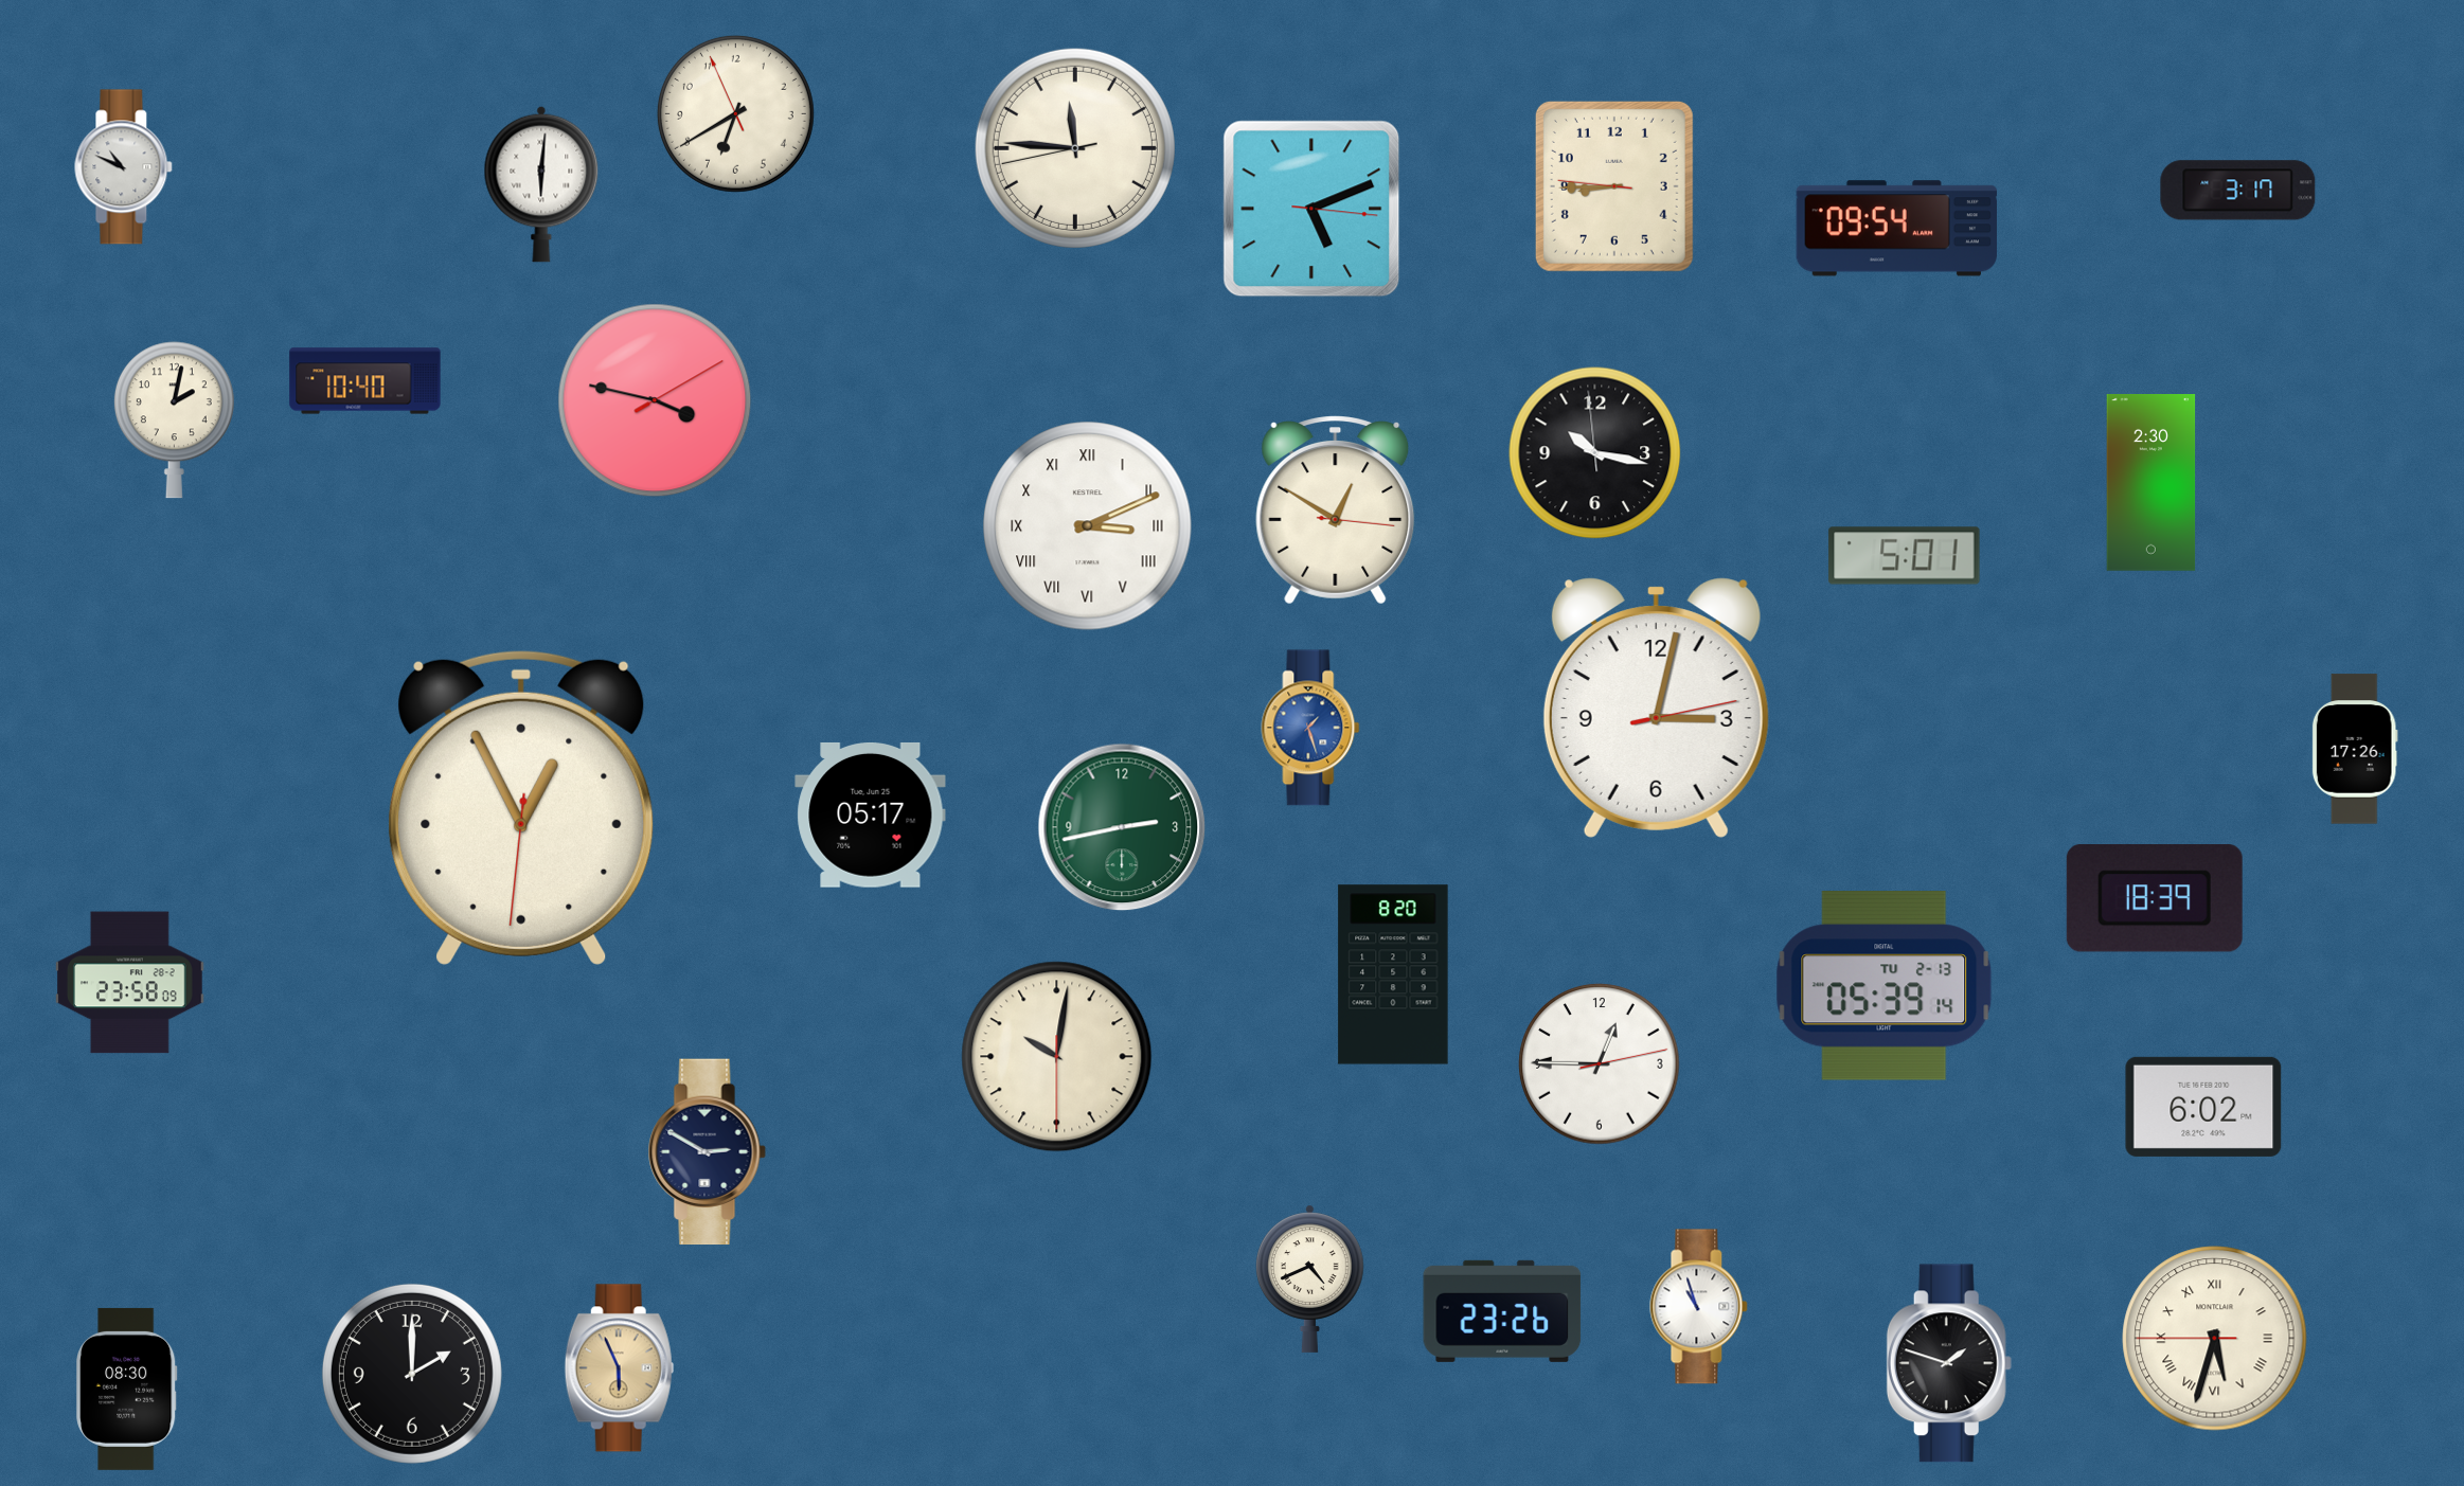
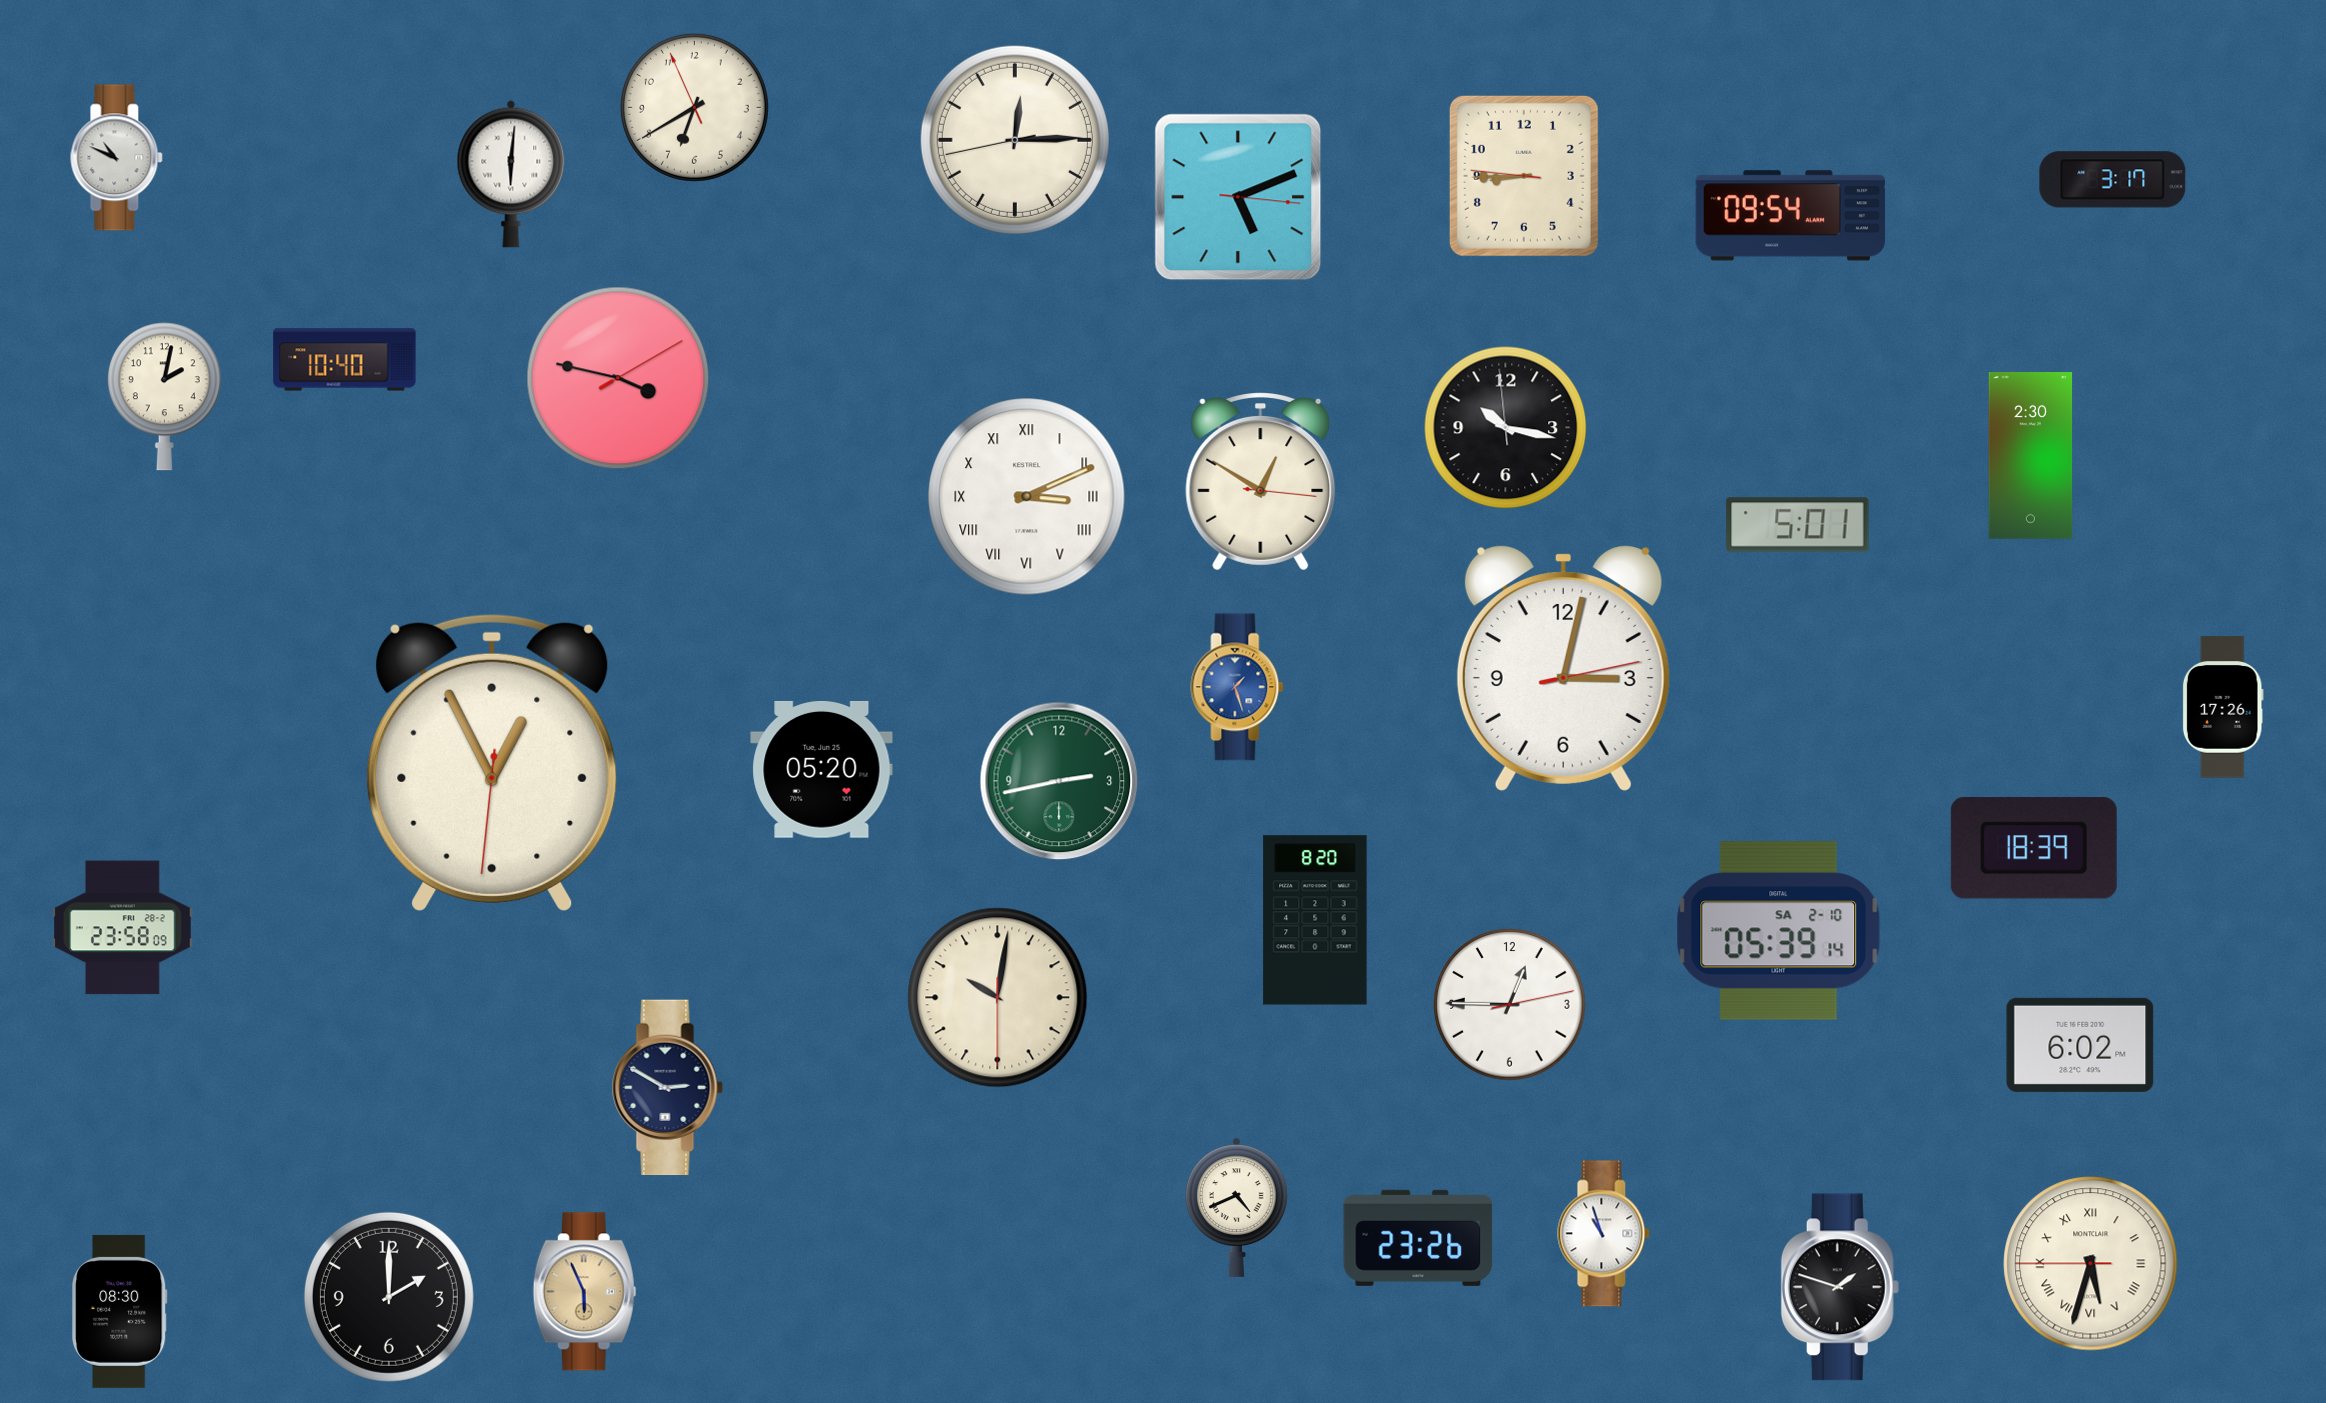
clock at (1075, 148): 11:45 -> 12:14
clock at (871, 814): 05:17 -> 05:20
clock at (1885, 986) date: TU 2-13 -> SA 2-10
